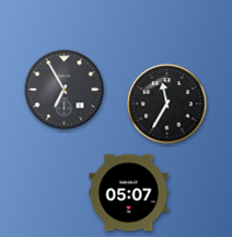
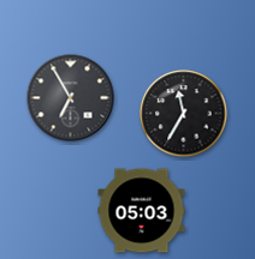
clock at (129, 193): 05:07 -> 05:03
